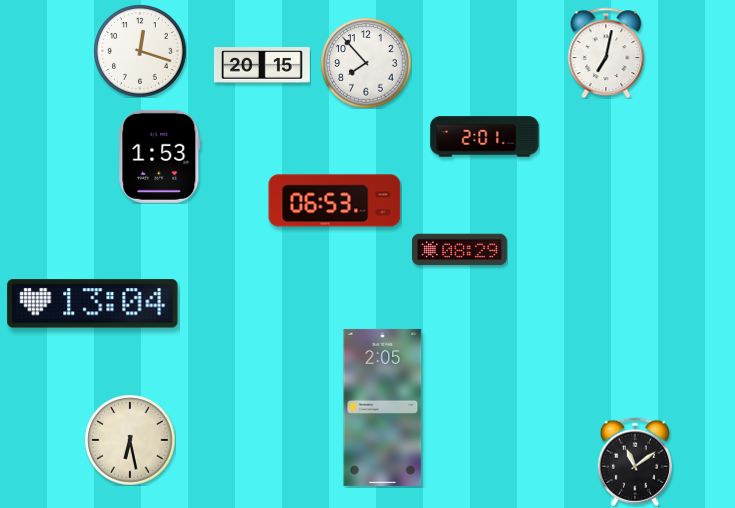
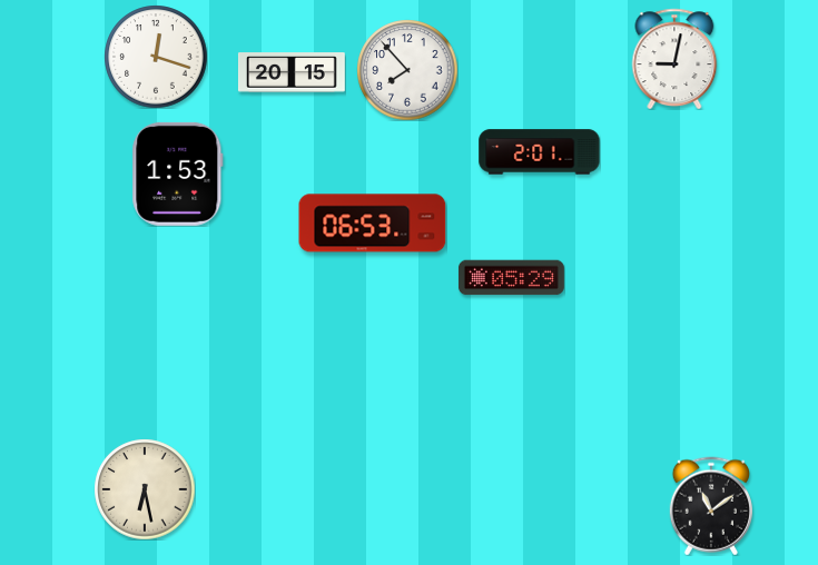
clock at (606, 53): 7:02 -> 9:02
clock at (459, 250): 08:29 -> 05:29
clock at (93, 304): 13:04 -> none
clock at (383, 407): 2:05 -> none
clock at (635, 462) position: (635, 462) -> (711, 506)
